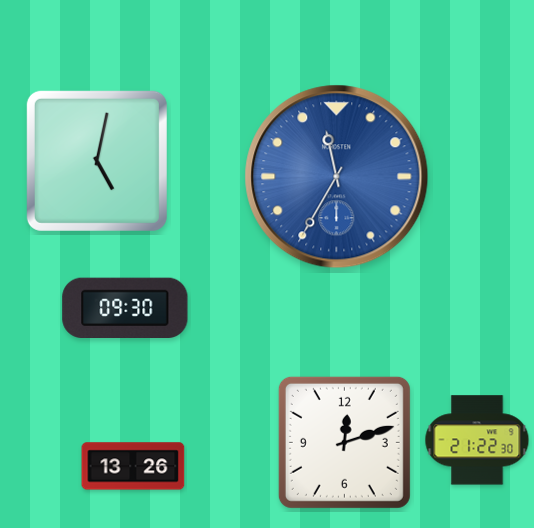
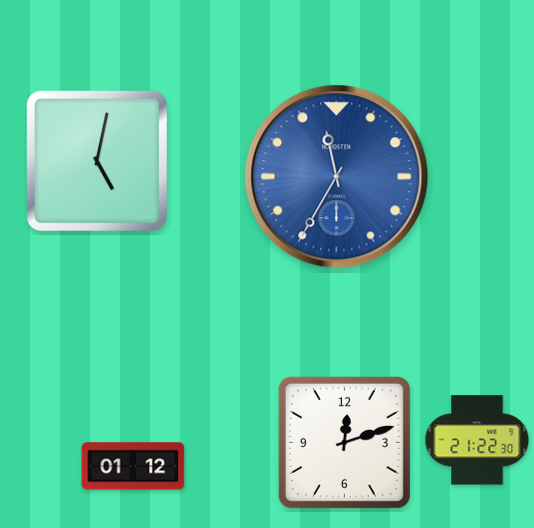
clock at (125, 307): 09:30 -> none
clock at (133, 466): 13:26 -> 01:12
